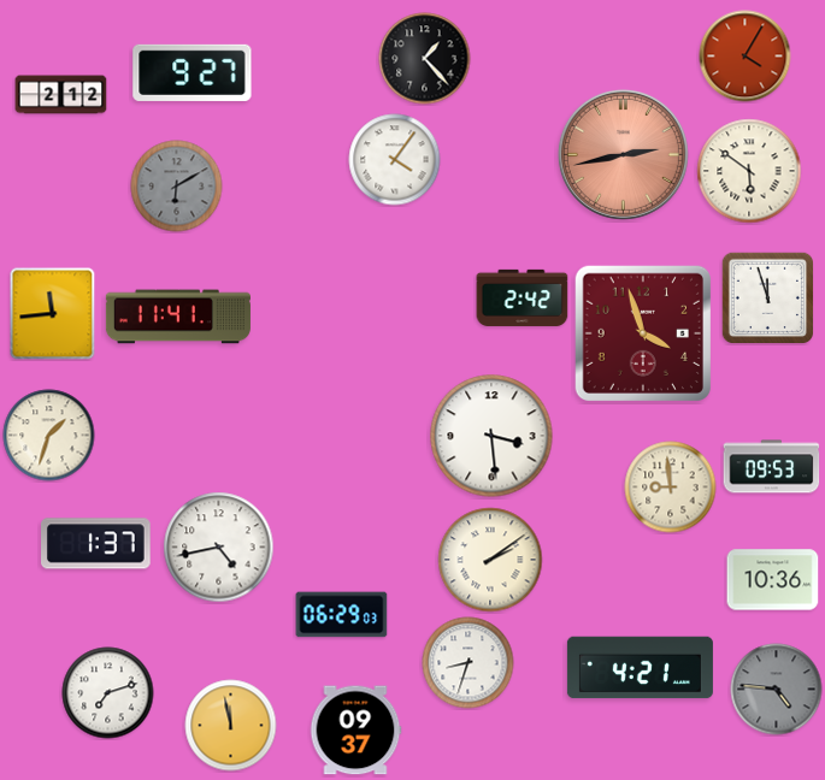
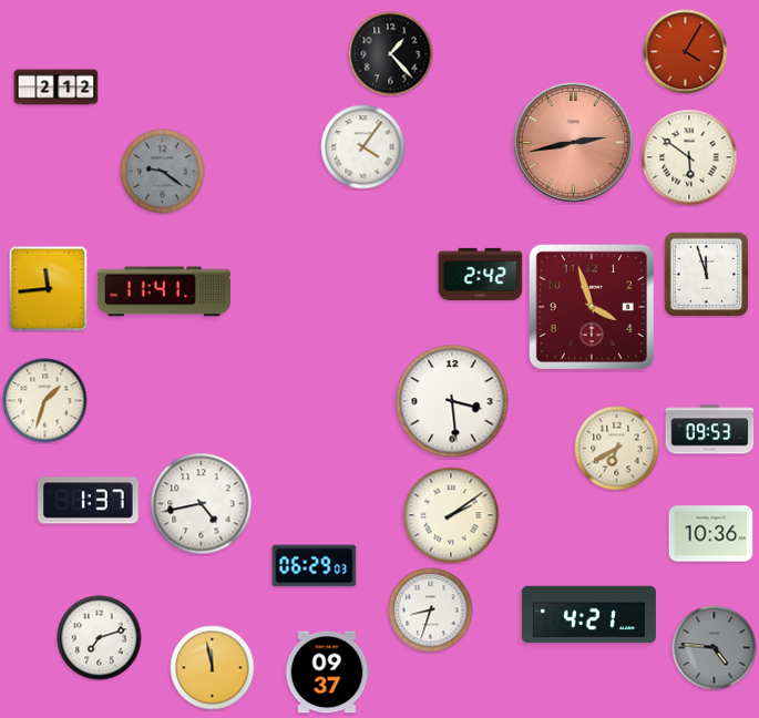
clock at (193, 72): 9:27 -> none
clock at (177, 187): 6:10 -> 9:21
clock at (671, 487): 8:59 -> 6:40
clock at (777, 690) position: (777, 690) -> (715, 648)
